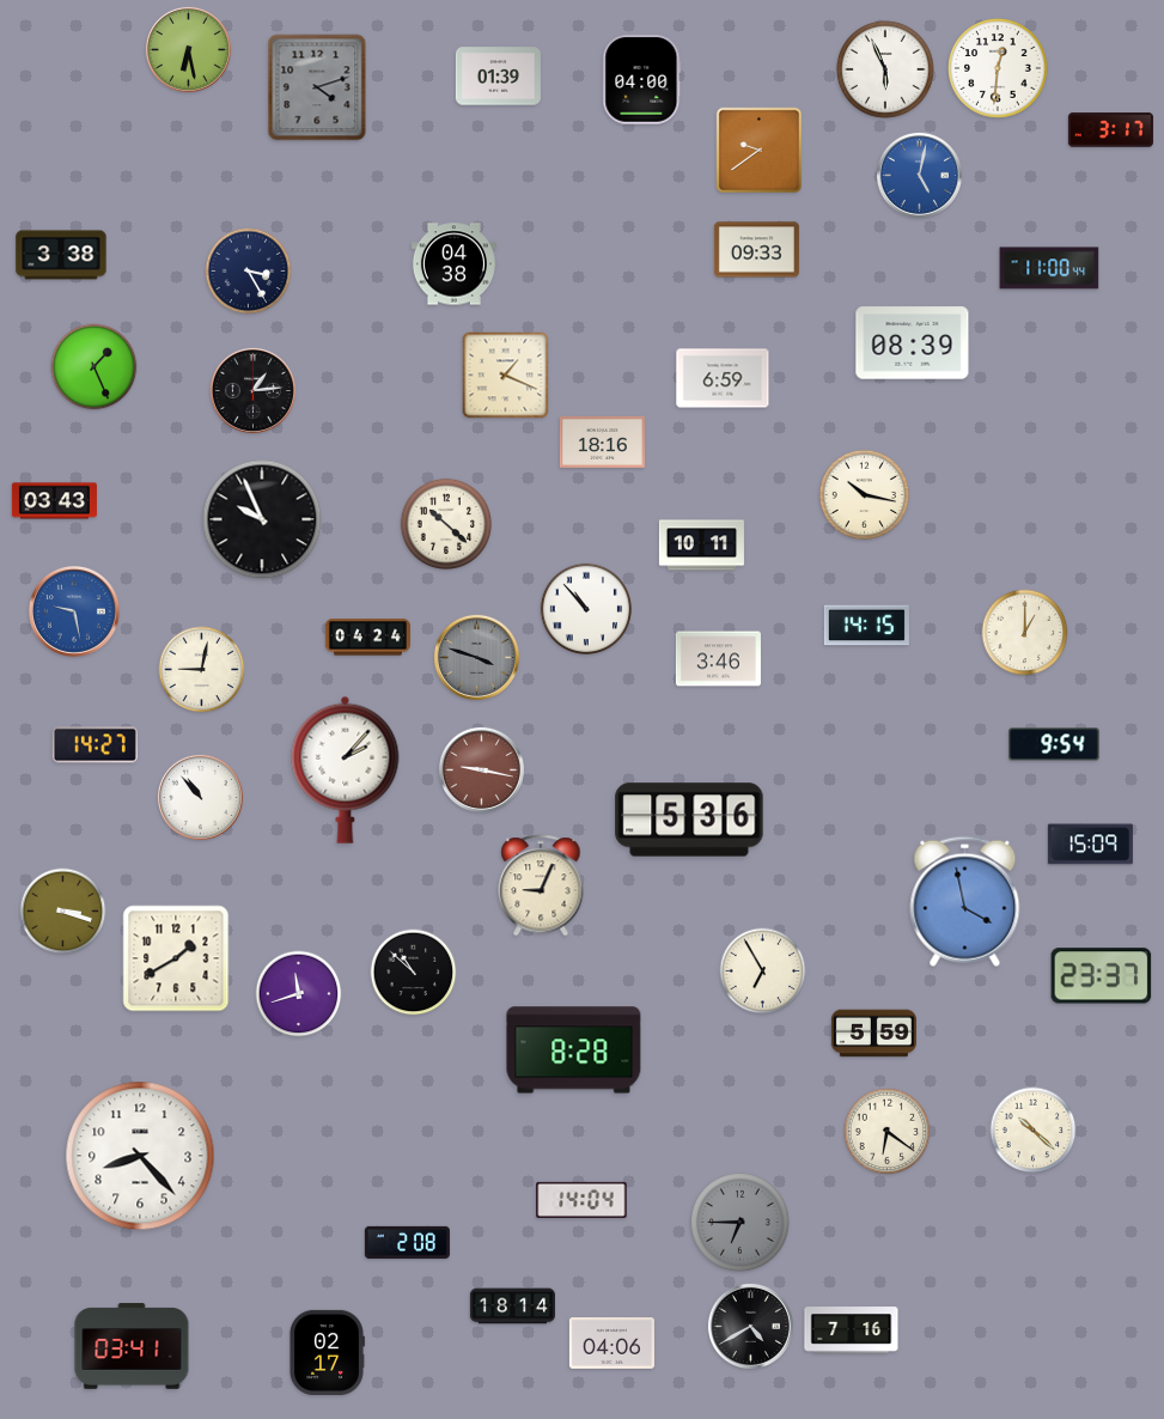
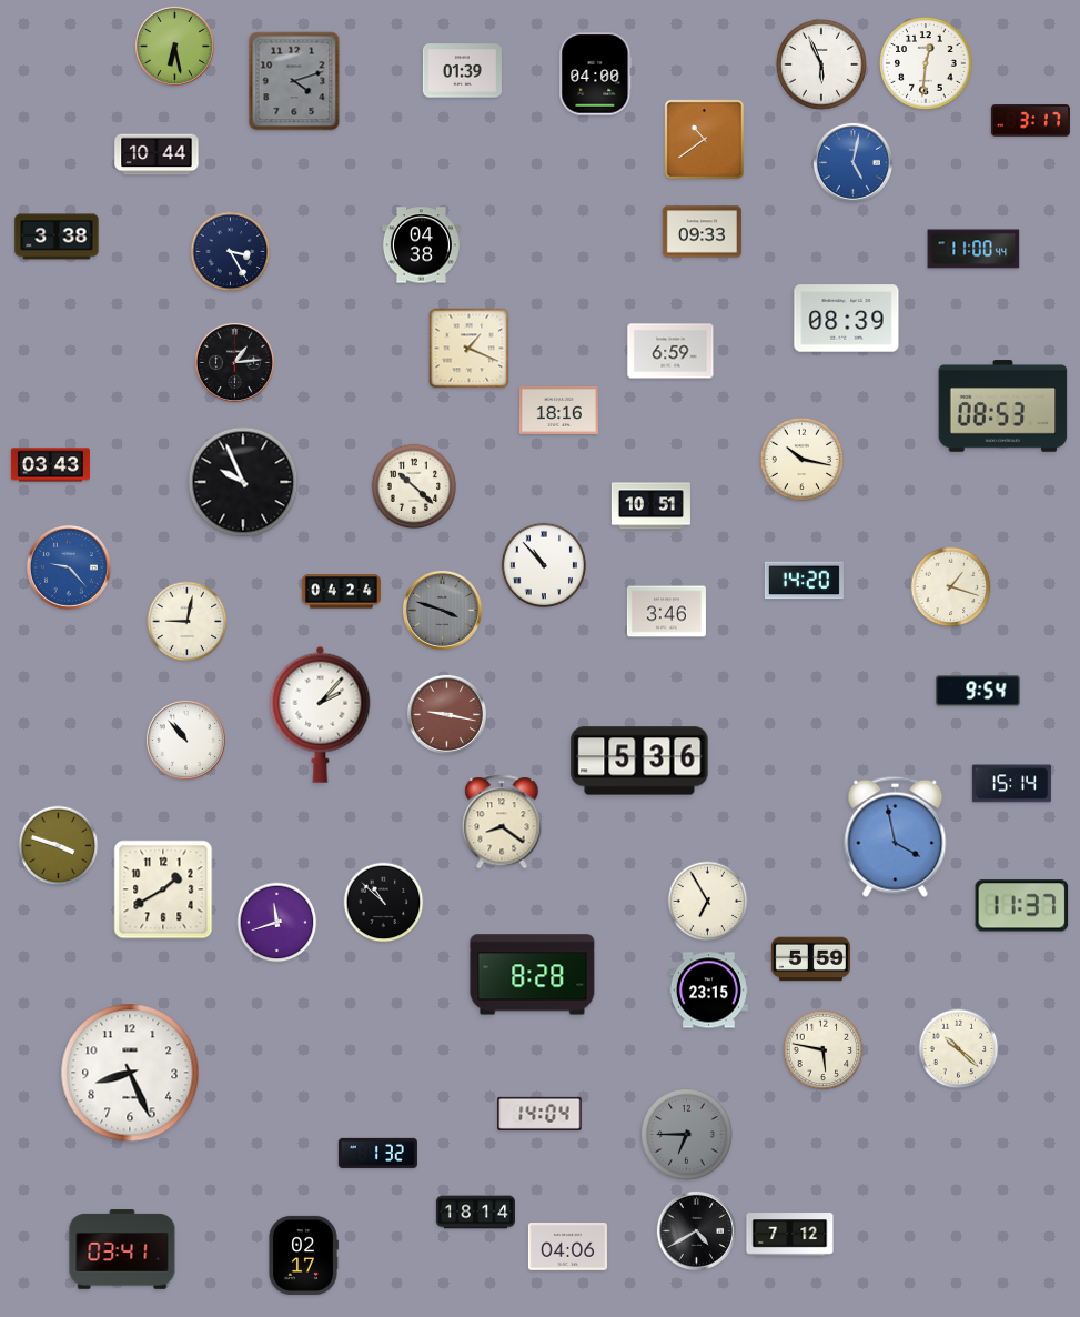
clock at (758, 150): 9:39 -> 10:39
clock at (157, 154): none -> 10:44
clock at (95, 367): 1:26 -> none
clock at (1003, 406): none -> 08:53
clock at (701, 546): 10:11 -> 10:51
clock at (74, 611): 9:28 -> 9:23
clock at (866, 626): 14:15 -> 14:20
clock at (1025, 633): 1:00 -> 1:18
clock at (95, 745): 14:27 -> none
clock at (1090, 845): 15:09 -> 15:14
clock at (541, 885): 9:04 -> 8:21
clock at (63, 912): 3:18 -> 3:48
clock at (1102, 976): 23:37 -> 11:37
clock at (708, 991): none -> 23:15
clock at (888, 1132): 6:21 -> 5:47
clock at (140, 1156): 8:23 -> 8:26
clock at (407, 1242): 2:08 -> 1:32
clock at (852, 1330): 7:16 -> 7:12
